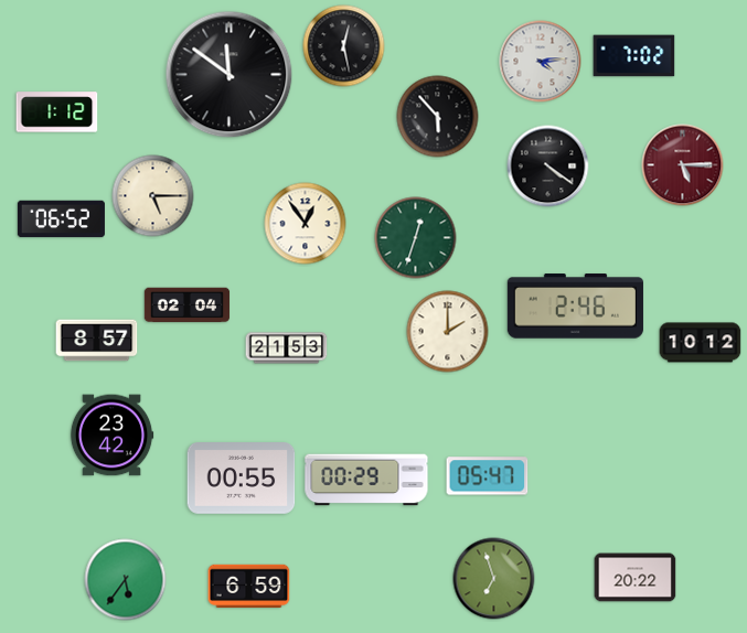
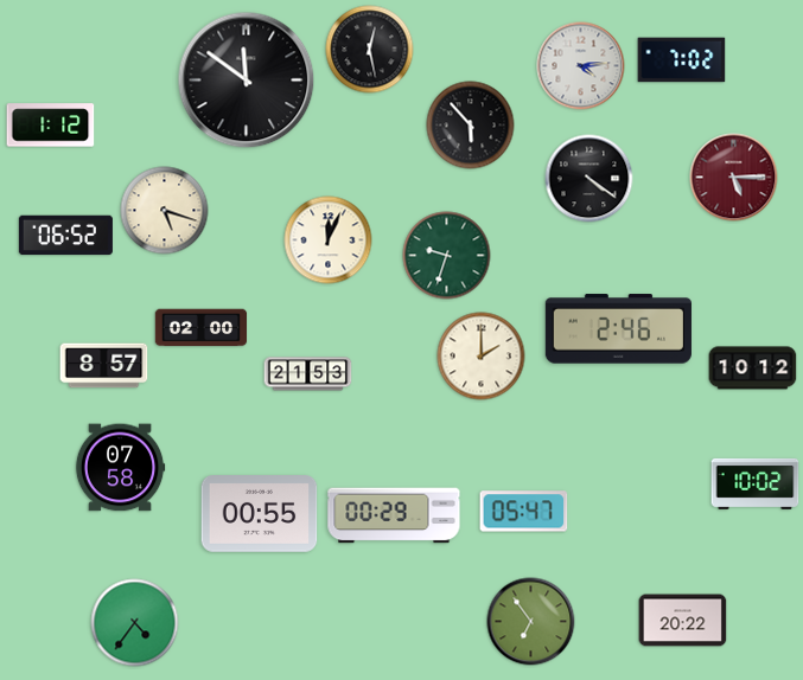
clock at (57, 112) position: (57, 112) -> (51, 126)
clock at (153, 196): 5:15 -> 5:18
clock at (306, 224): 12:54 -> 12:04
clock at (416, 238): 12:33 -> 9:33
clock at (188, 305): 02:04 -> 02:00
clock at (111, 436): 23:42 -> 07:58
clock at (756, 483): none -> 10:02
clock at (494, 579): 6:57 -> 6:54
clock at (126, 580): 5:36 -> 4:36
clock at (249, 587): 6:59 -> none
